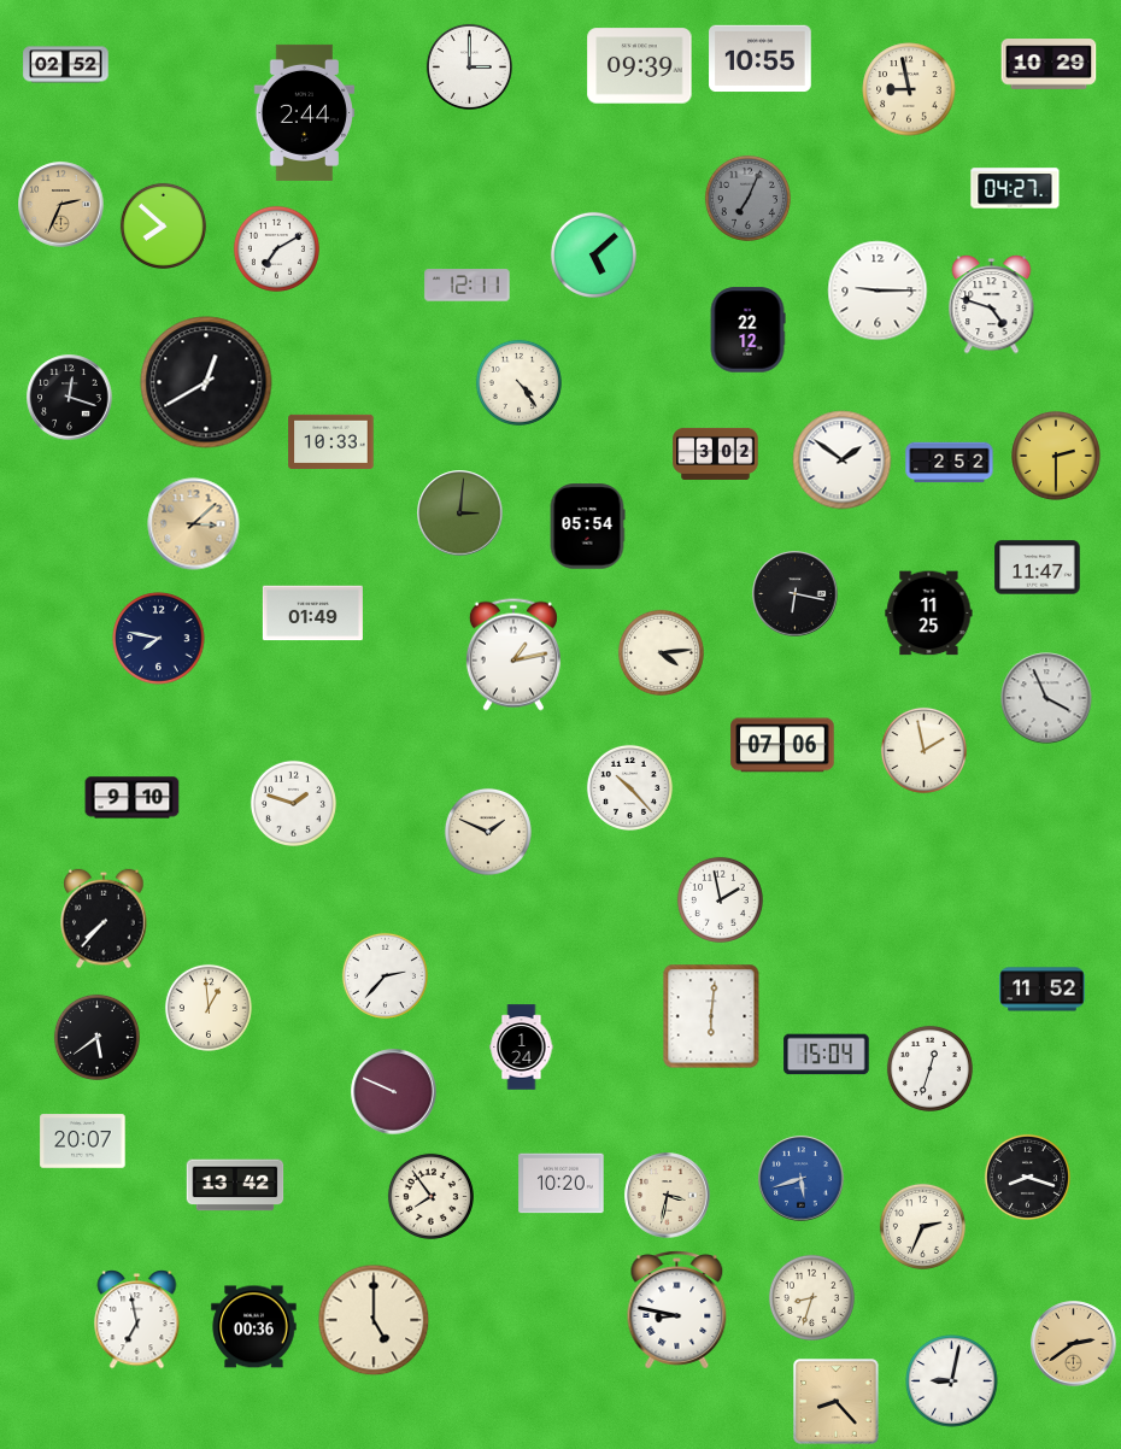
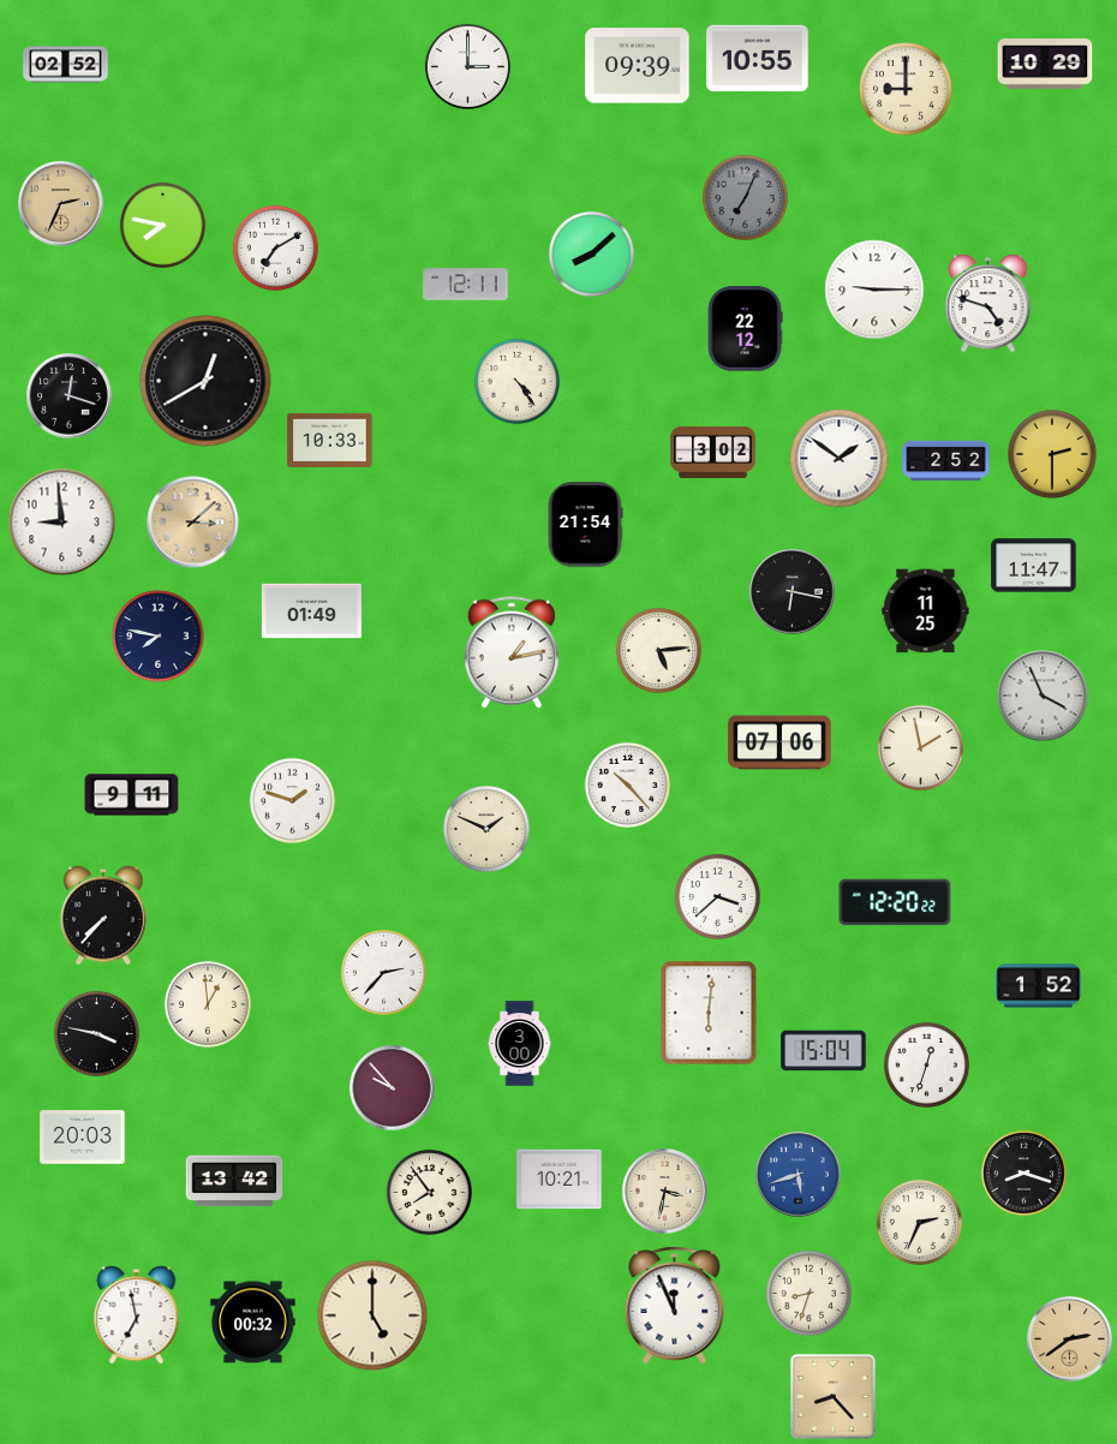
clock at (909, 89): 8:58 -> 9:00
clock at (305, 112): 2:44 -> none
clock at (1015, 188): 04:27 -> none
clock at (163, 225): 7:52 -> 7:47
clock at (593, 254): 5:08 -> 8:08
clock at (460, 514): 3:01 -> none
clock at (62, 523): none -> 8:59
clock at (587, 527): 05:54 -> 21:54
clock at (661, 652): 4:14 -> 5:14
clock at (133, 798): 9:10 -> 9:11
clock at (720, 899): 1:58 -> 3:38
clock at (895, 902): none -> 12:20
clock at (1043, 990): 11:52 -> 1:52
clock at (96, 1037): 5:39 -> 3:47
clock at (522, 1048): 1:24 -> 3:00
clock at (394, 1092): 9:49 -> 9:53
clock at (83, 1142): 20:07 -> 20:03
clock at (562, 1184): 10:20 -> 10:21
clock at (677, 1310): 8:47 -> 11:56
clock at (254, 1327): 00:36 -> 00:32
clock at (952, 1381): 9:02 -> none
